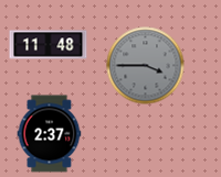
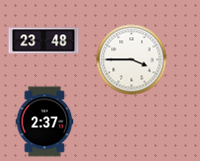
clock at (49, 45): 11:48 -> 23:48
clock at (146, 66) dial: grey -> white
